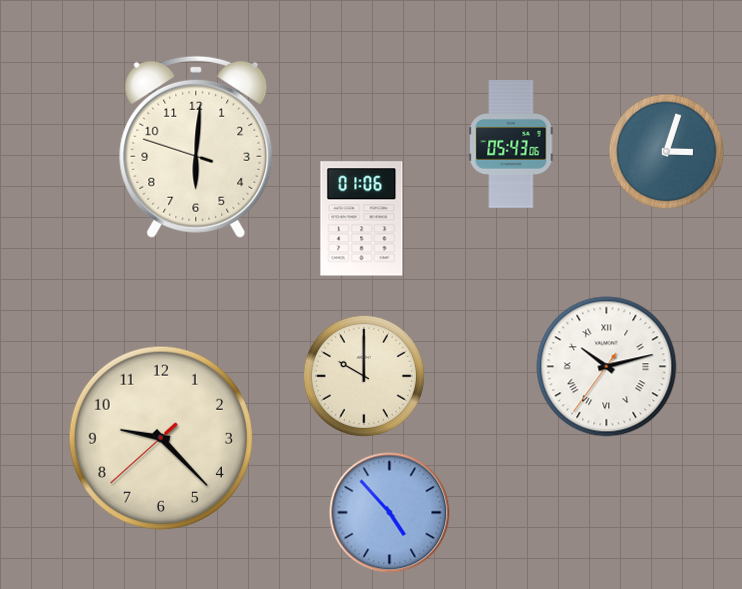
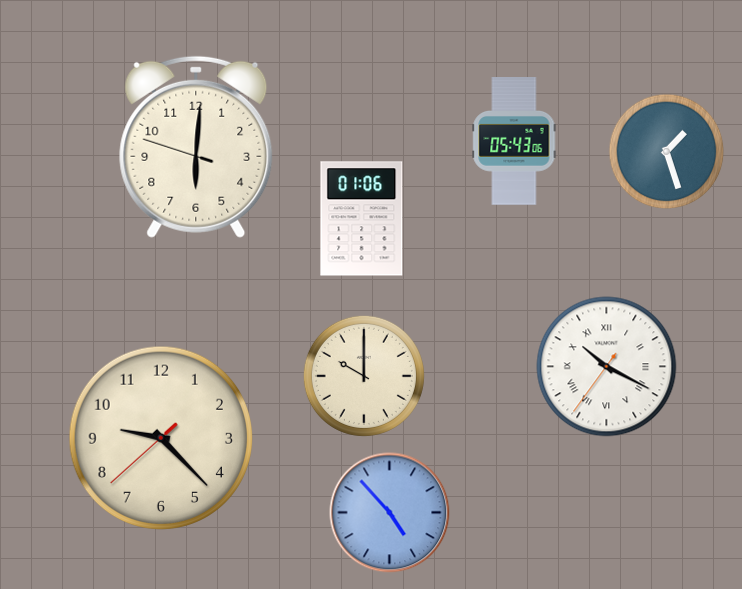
clock at (511, 144) position: (511, 144) -> (514, 141)
clock at (667, 152): 3:03 -> 1:27
clock at (607, 367): 10:12 -> 10:19
